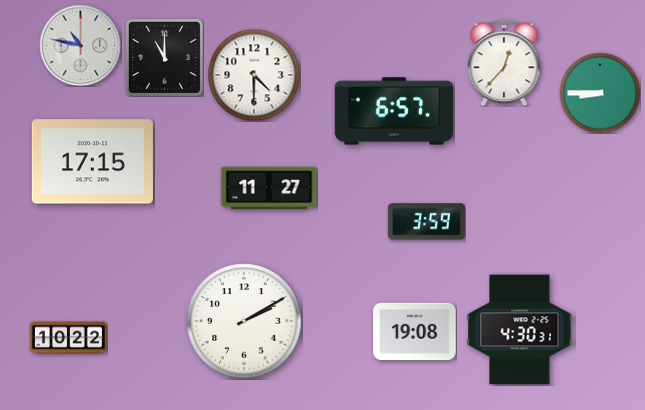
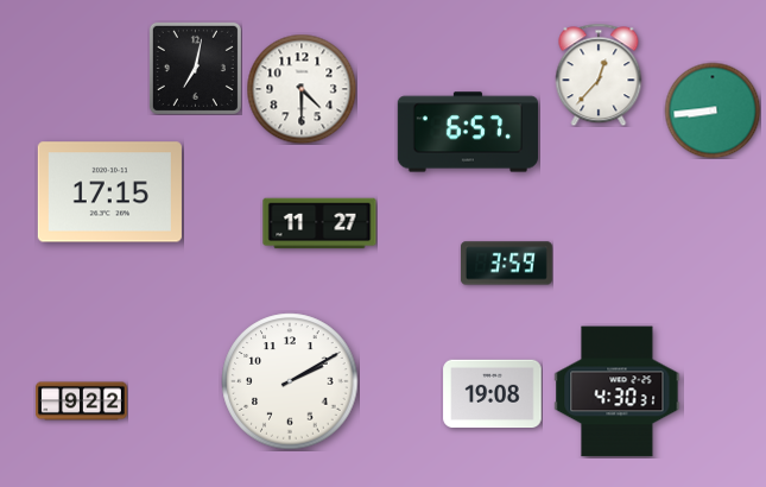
clock at (80, 45): 10:47 -> none
clock at (164, 57): 11:00 -> 7:02
clock at (600, 93): 8:45 -> 8:44
clock at (68, 338): 10:22 -> 9:22
